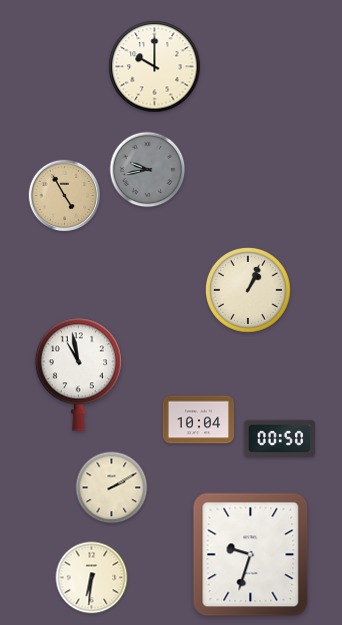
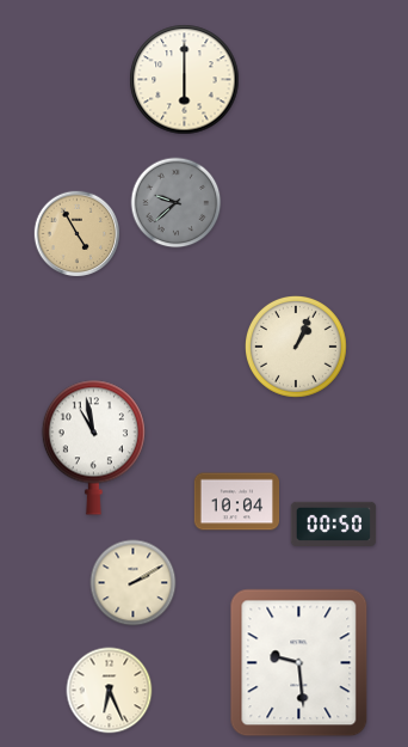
clock at (155, 67): 10:00 -> 6:00
clock at (148, 170): 9:43 -> 9:38
clock at (251, 555): 9:33 -> 9:29
clock at (92, 578): 6:31 -> 6:26
